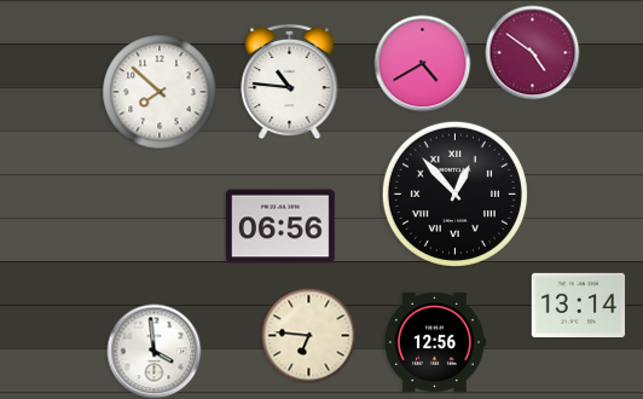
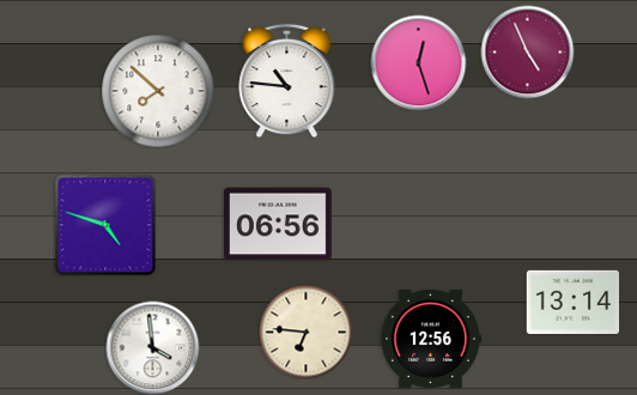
clock at (532, 52): 4:51 -> 4:56
clock at (422, 63): 4:40 -> 12:27
clock at (454, 193): 12:53 -> none
clock at (105, 225): none -> 4:48
